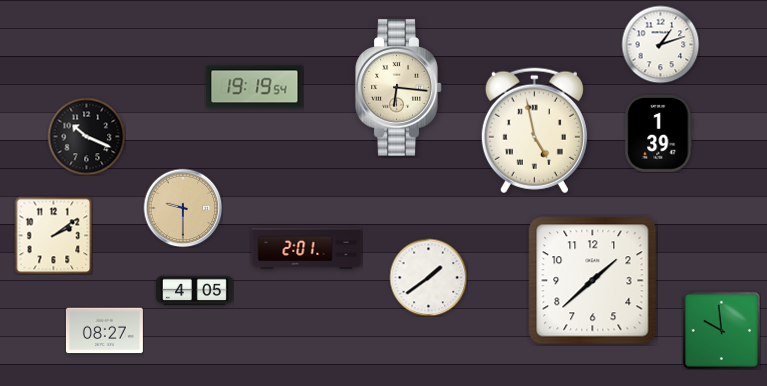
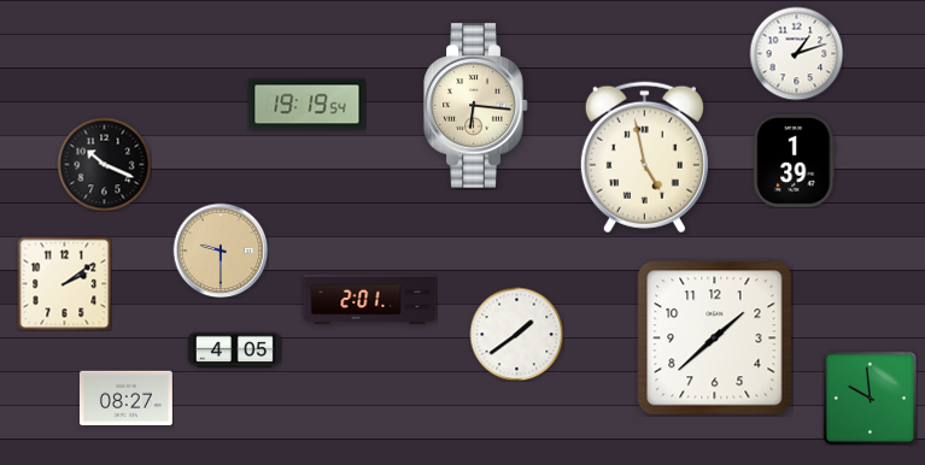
clock at (399, 88) position: (399, 88) -> (476, 106)
